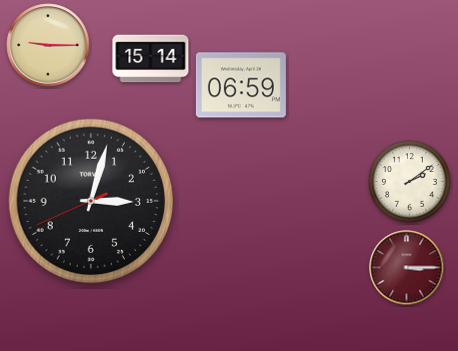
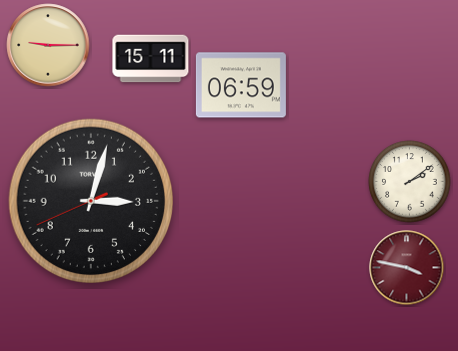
clock at (151, 59): 15:14 -> 15:11
clock at (407, 268): 3:15 -> 3:47
